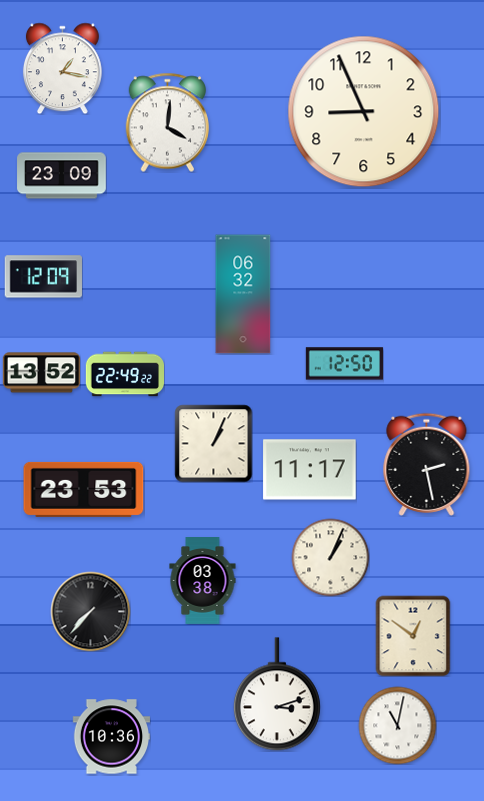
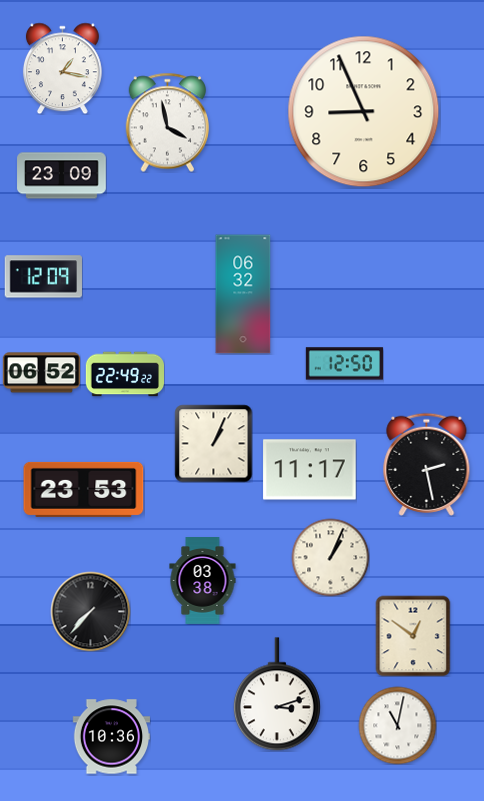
clock at (167, 122): 4:01 -> 3:58
clock at (41, 373): 13:52 -> 06:52
